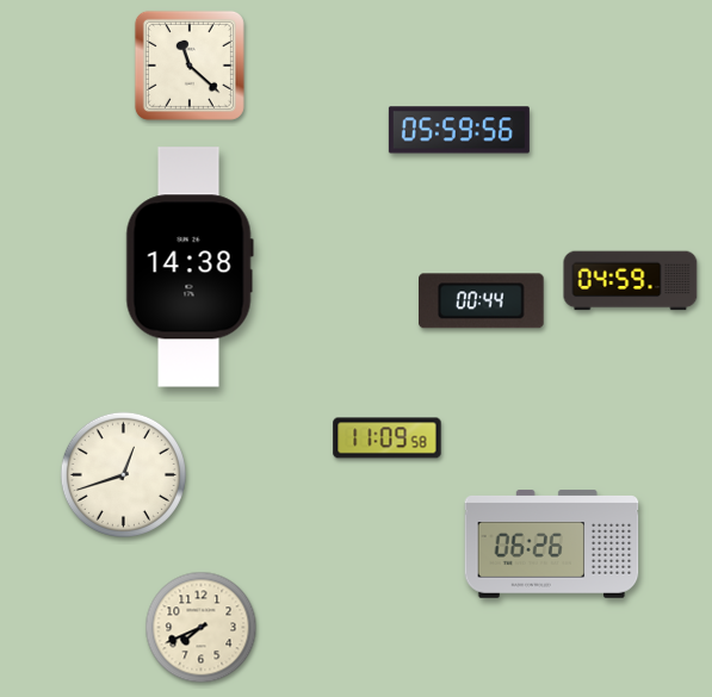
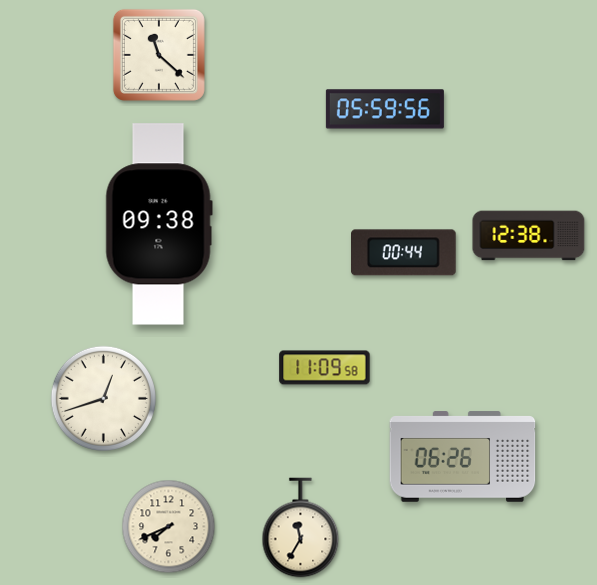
clock at (190, 267): 14:38 -> 09:38
clock at (631, 281): 04:59 -> 12:38
clock at (301, 528): none -> 11:35
